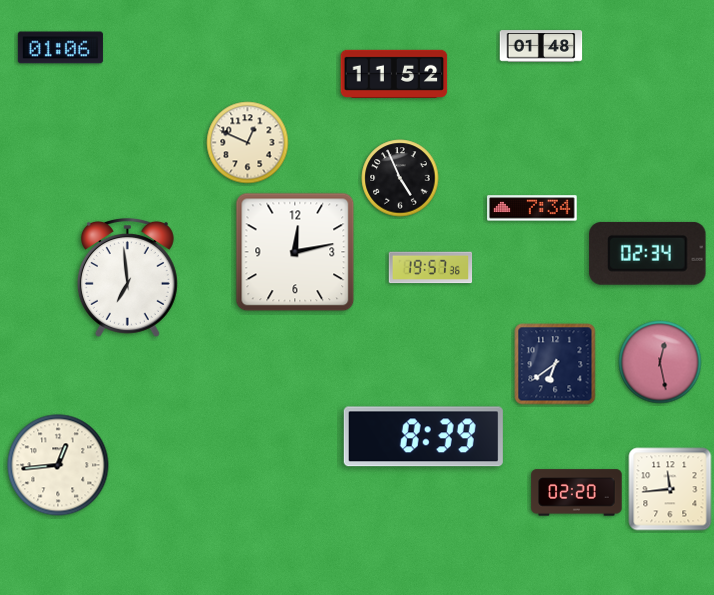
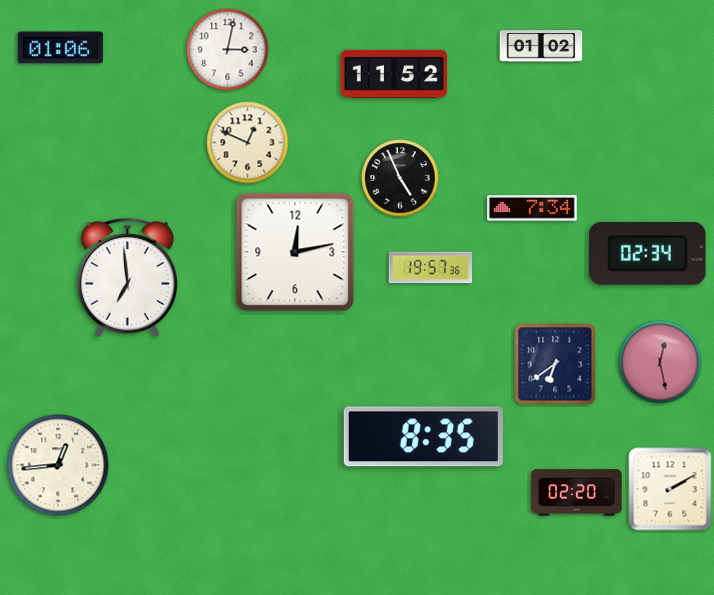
clock at (541, 46): 01:48 -> 01:02
clock at (228, 50): none -> 3:02
clock at (423, 437): 8:39 -> 8:35
clock at (670, 489): 11:44 -> 2:10
